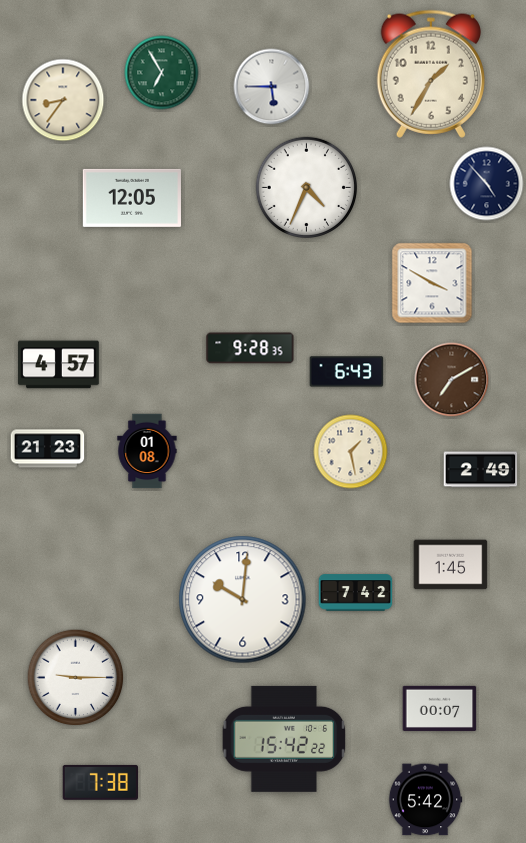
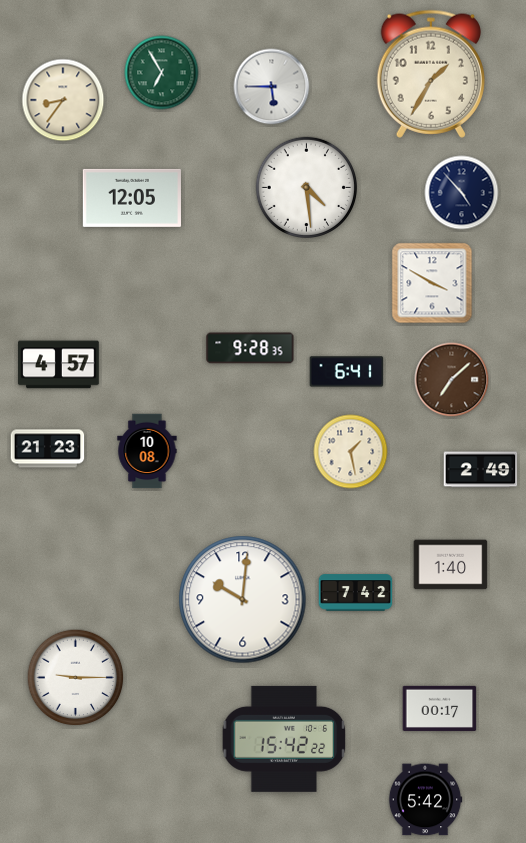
clock at (487, 184) position: (487, 184) -> (462, 193)
clock at (306, 187): 4:34 -> 4:29
clock at (347, 372): 6:43 -> 6:41
clock at (452, 380): 7:10 -> 7:08
clock at (147, 451): 01:08 -> 10:08
clock at (451, 565): 1:45 -> 1:40
clock at (440, 708): 00:07 -> 00:17
clock at (100, 783): 7:38 -> none
